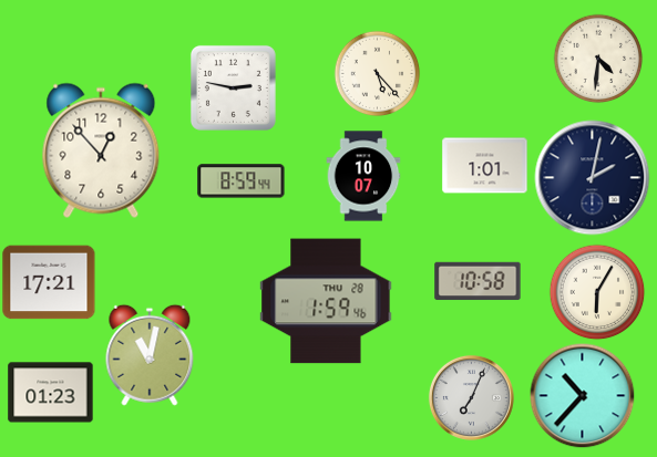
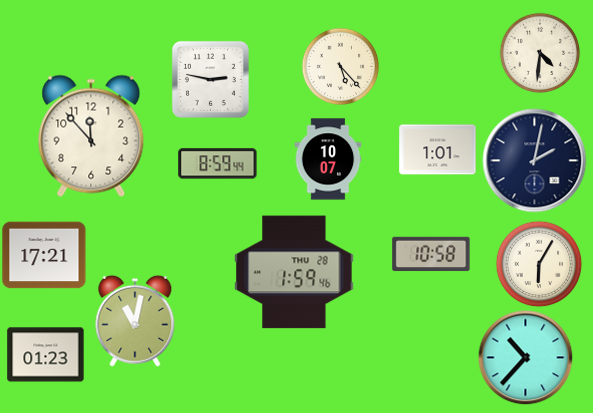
clock at (101, 150): 12:53 -> 11:53
clock at (471, 397): 7:04 -> none
